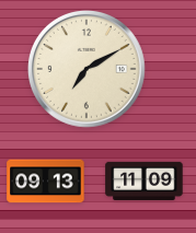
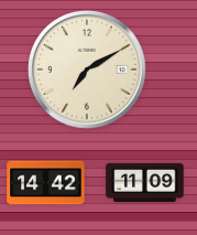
clock at (46, 182): 09:13 -> 14:42
